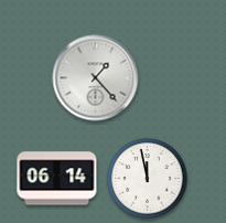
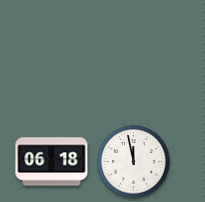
clock at (96, 78): 1:23 -> none
clock at (57, 179): 06:14 -> 06:18
